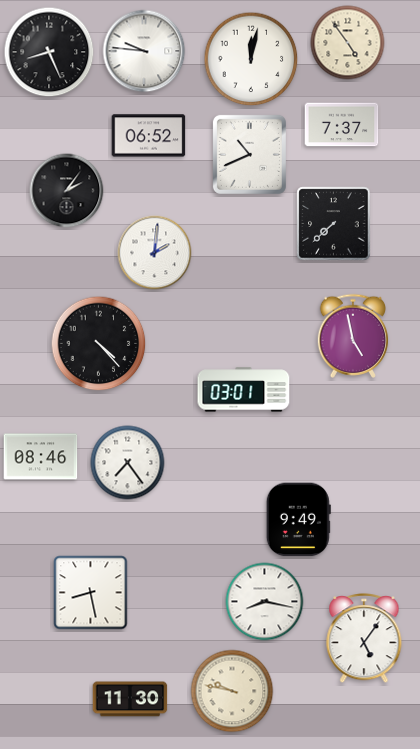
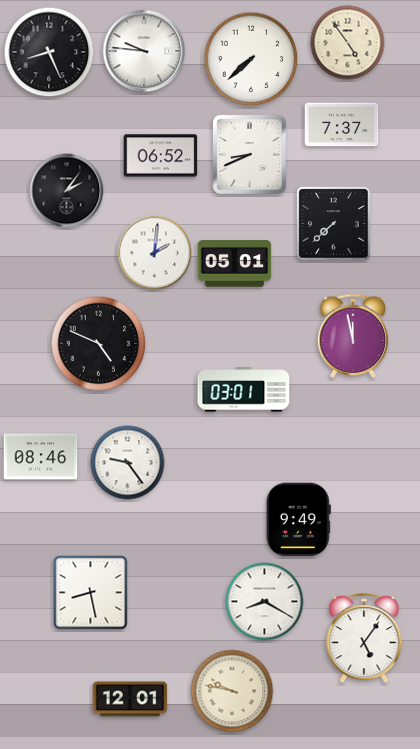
clock at (251, 59): 12:02 -> 7:38
clock at (149, 136) position: (149, 136) -> (161, 156)
clock at (249, 154): 10:41 -> 8:41
clock at (235, 264): none -> 05:01
clock at (353, 336): 4:58 -> 11:58
clock at (99, 344): 4:23 -> 4:49
clock at (128, 463): 7:24 -> 9:24
clock at (265, 602): 8:17 -> 8:20
clock at (130, 699): 11:30 -> 12:01
